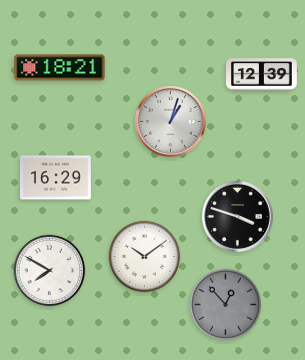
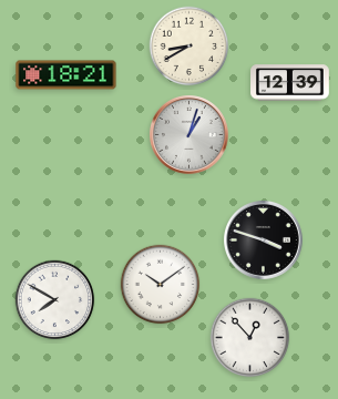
clock at (190, 47): none -> 8:40
clock at (56, 178): 16:29 -> none
clock at (226, 305) dial: grey -> white
